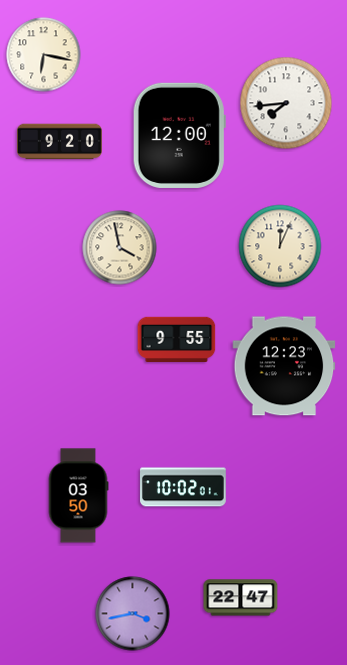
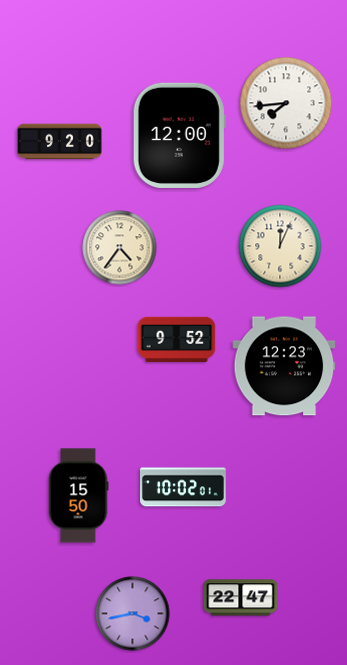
clock at (44, 55): 6:17 -> none
clock at (120, 248): 3:58 -> 4:36
clock at (177, 339): 9:55 -> 9:52
clock at (78, 496): 03:50 -> 15:50
